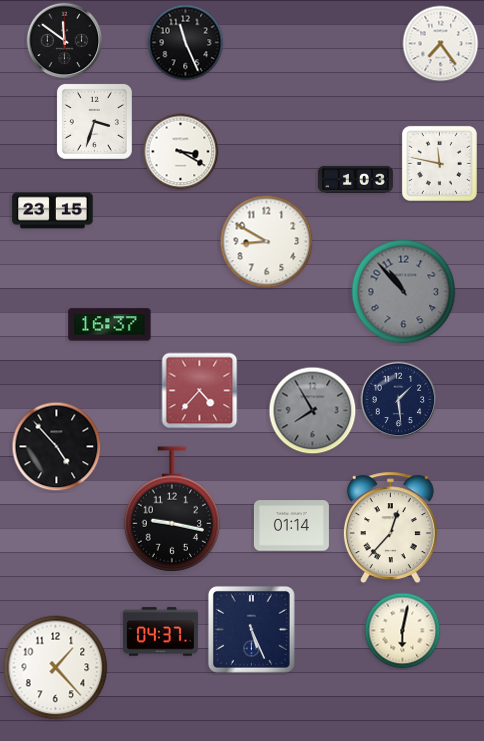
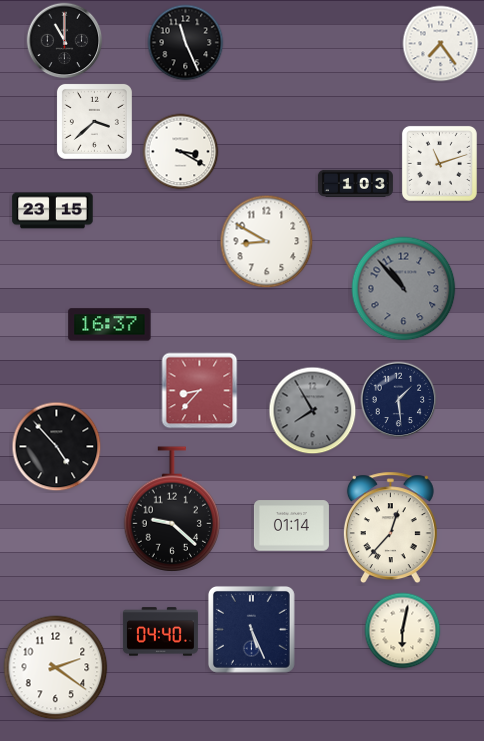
clock at (65, 41): 11:51 -> 11:00
clock at (94, 121): 3:33 -> 3:38
clock at (439, 163): 11:47 -> 11:12
clock at (355, 179) position: (355, 179) -> (355, 183)
clock at (404, 292) position: (404, 292) -> (404, 289)
clock at (200, 391): 4:37 -> 8:37
clock at (172, 509): 9:17 -> 9:22
clock at (160, 632): 04:37 -> 04:40
clock at (56, 668): 1:23 -> 2:21
